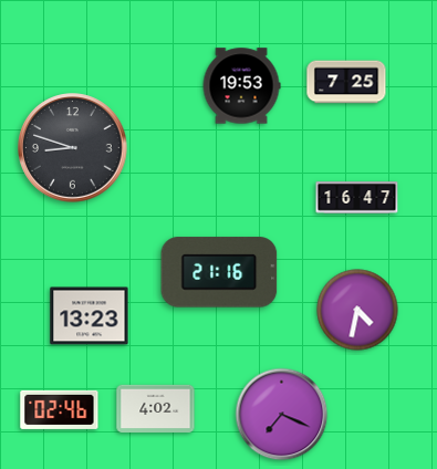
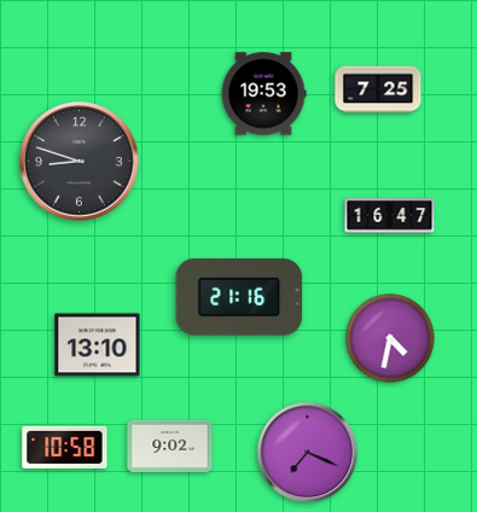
clock at (90, 316): 13:23 -> 13:10
clock at (60, 409): 02:46 -> 10:58
clock at (156, 409): 4:02 -> 9:02
